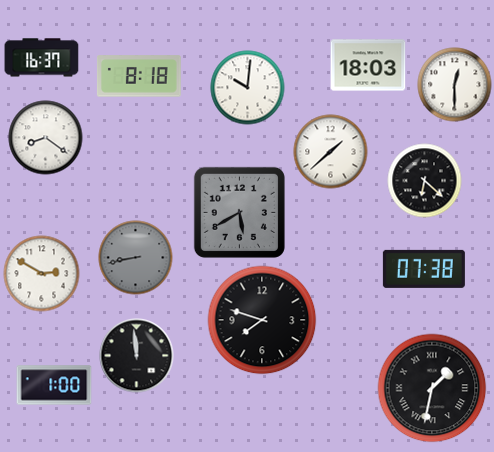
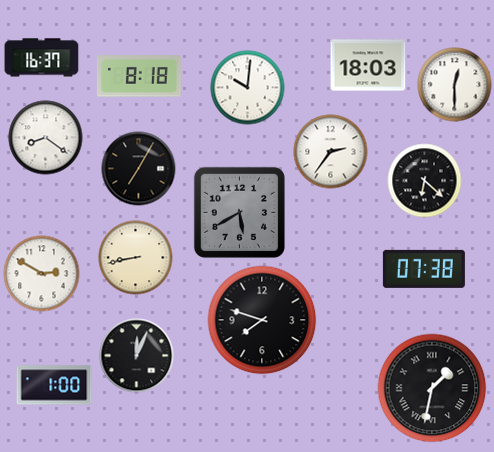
clock at (331, 152): 1:38 -> 2:36
clock at (139, 169): none -> 7:05
clock at (136, 258) dial: grey -> cream
clock at (137, 356): 11:59 -> 12:04
